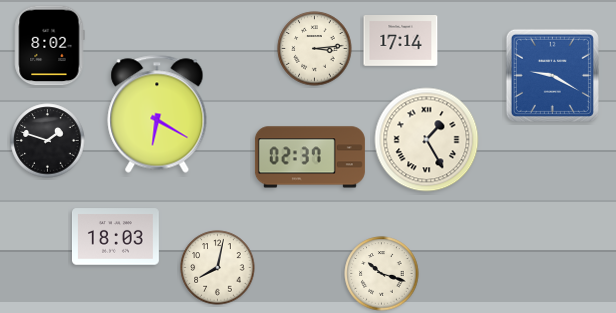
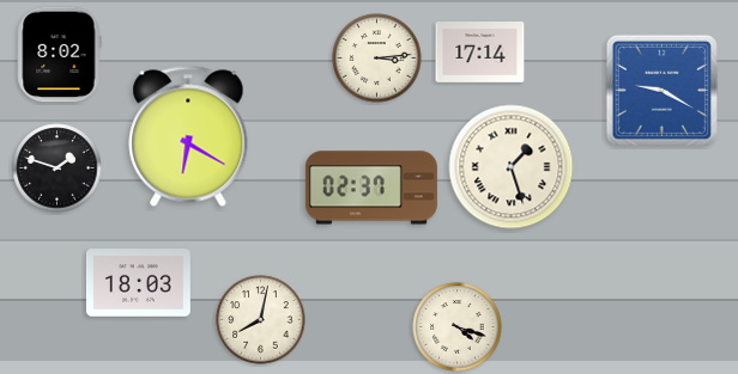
clock at (401, 41) position: (401, 41) -> (480, 53)
clock at (427, 140): 1:25 -> 1:27
clock at (382, 274): 10:18 -> 4:18
